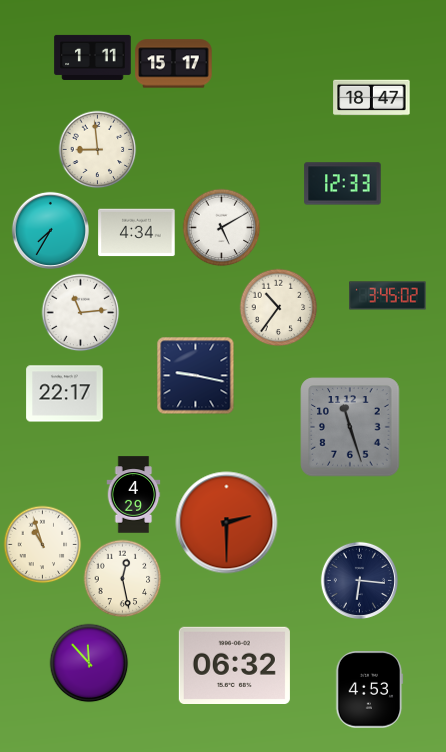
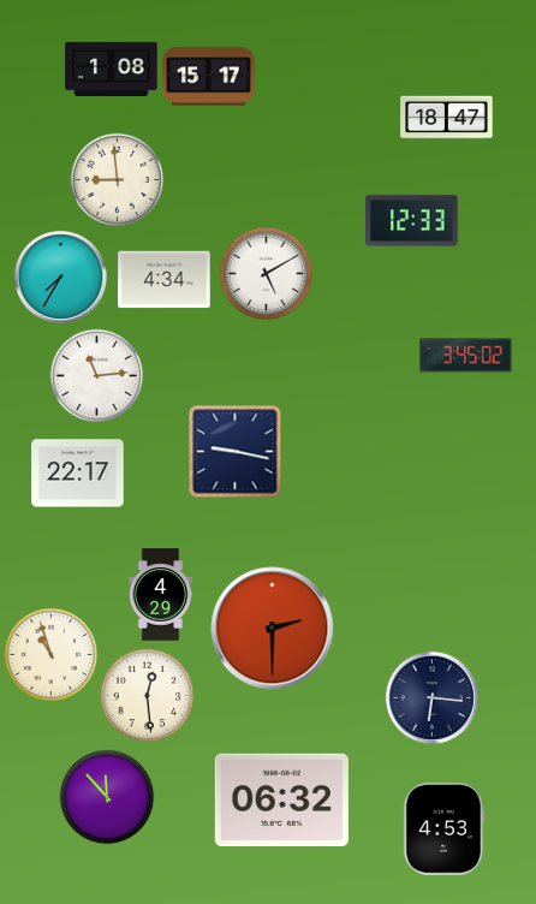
clock at (93, 57): 1:11 -> 1:08
clock at (278, 307): 10:36 -> none
clock at (350, 427): 11:27 -> none
clock at (122, 578): 12:28 -> 12:29
